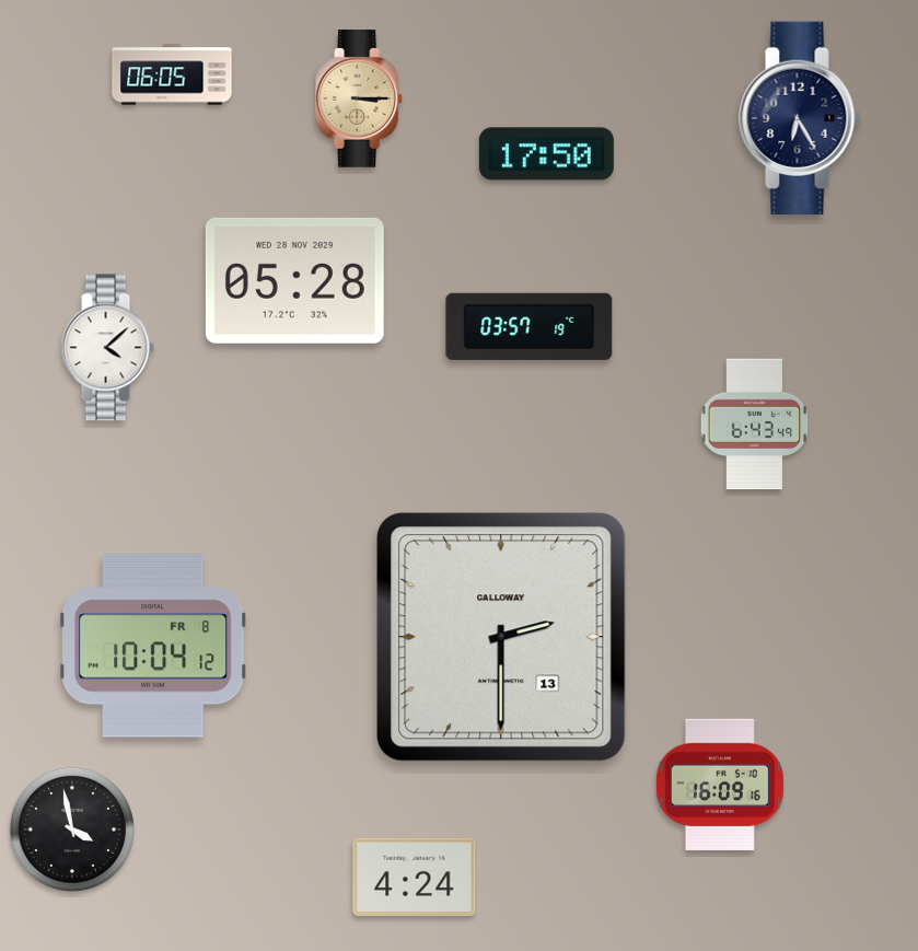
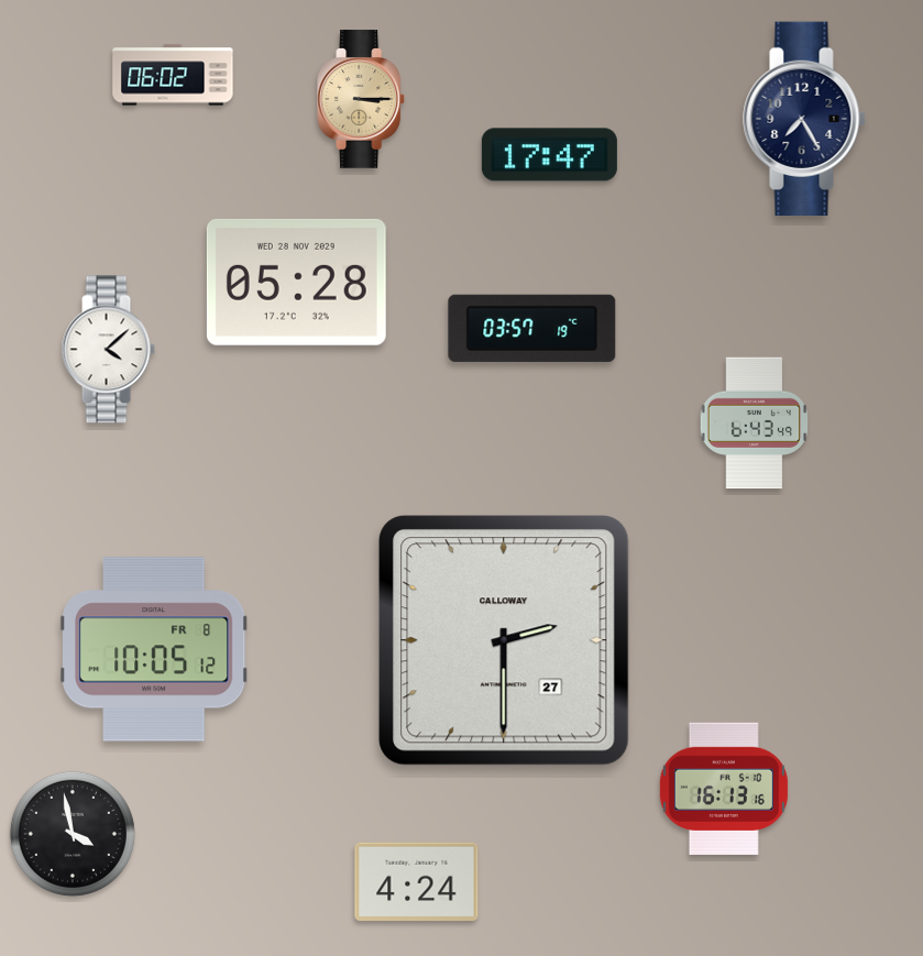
clock at (172, 74): 06:05 -> 06:02
clock at (800, 117): 6:25 -> 7:25
clock at (546, 154): 17:50 -> 17:47
clock at (755, 425) position: (755, 425) -> (755, 424)
clock at (501, 637) date: 13 -> 27
clock at (154, 646): 10:04 -> 10:05
clock at (720, 784): 16:09 -> 16:13
